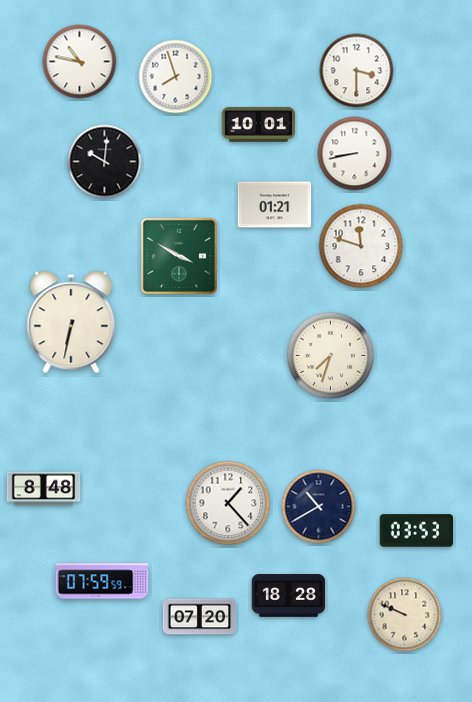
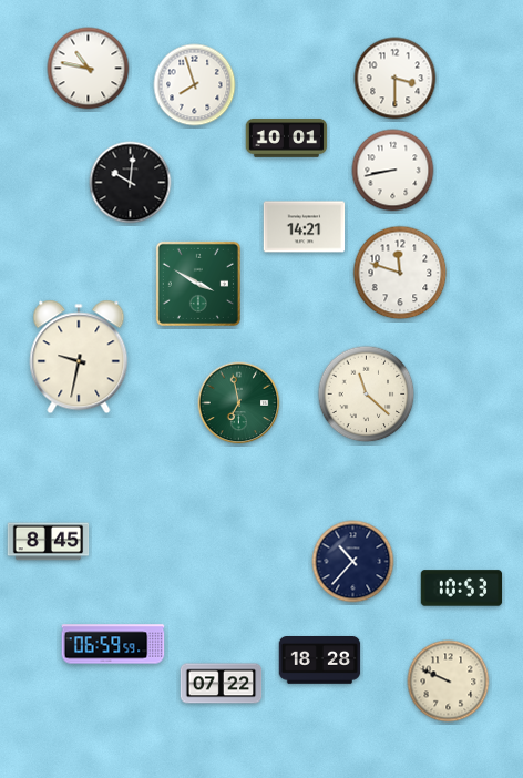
clock at (105, 162) position: (105, 162) -> (131, 183)
clock at (275, 205): 01:21 -> 14:21
clock at (71, 322): 6:32 -> 9:32
clock at (331, 356): 7:33 -> 11:22
clock at (239, 403): none -> 6:58
clock at (44, 489): 8:48 -> 8:45
clock at (228, 503): 1:23 -> none
clock at (319, 507): 10:40 -> 10:37
clock at (417, 531): 03:53 -> 10:53
clock at (102, 581): 07:59 -> 06:59
clock at (200, 617): 07:20 -> 07:22
